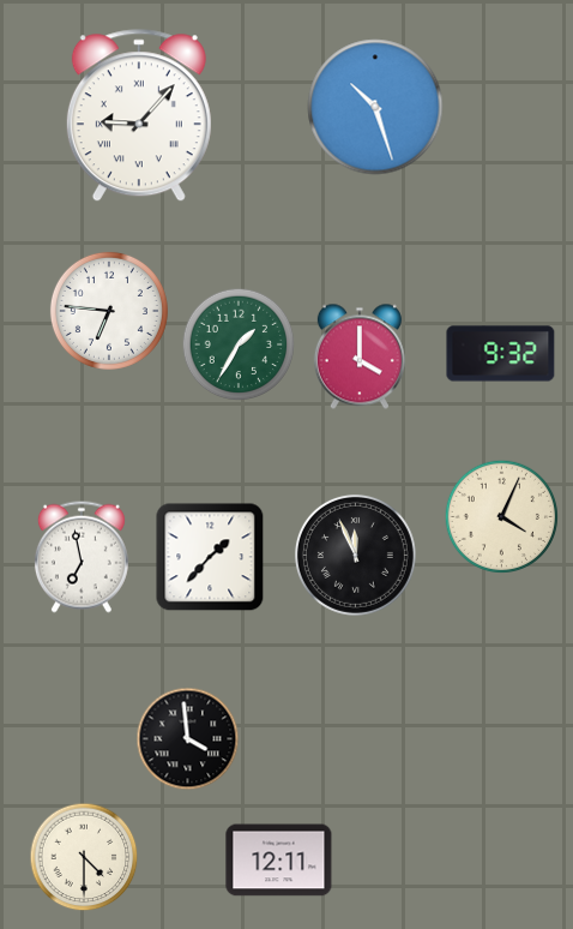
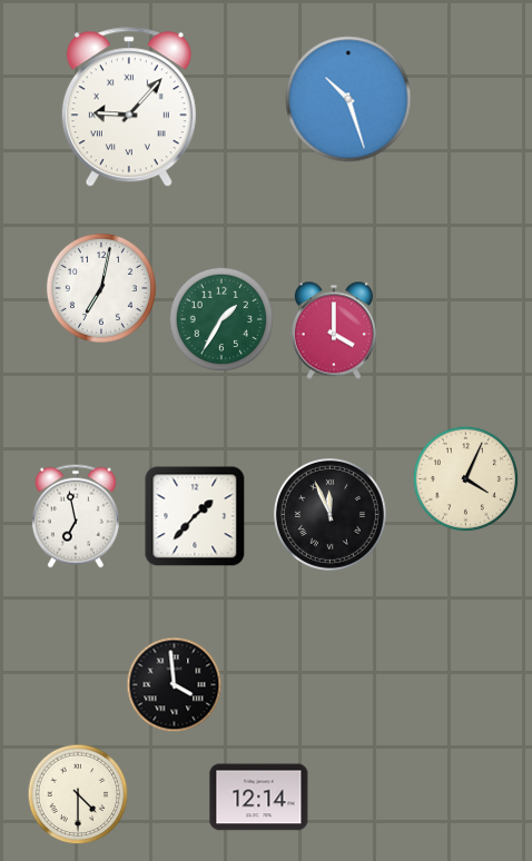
clock at (109, 311): 6:46 -> 7:02
clock at (501, 354): 9:32 -> none
clock at (279, 861): 12:11 -> 12:14
